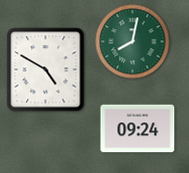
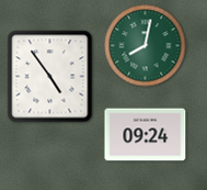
clock at (46, 70): 4:50 -> 4:54
clock at (138, 129) position: (138, 129) -> (146, 135)
